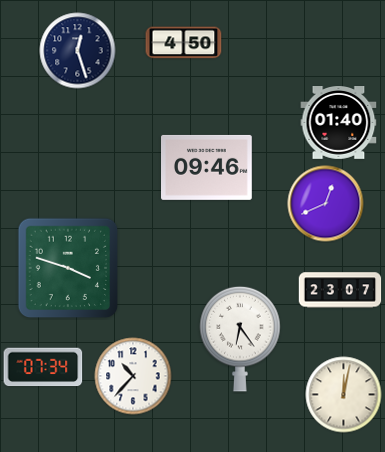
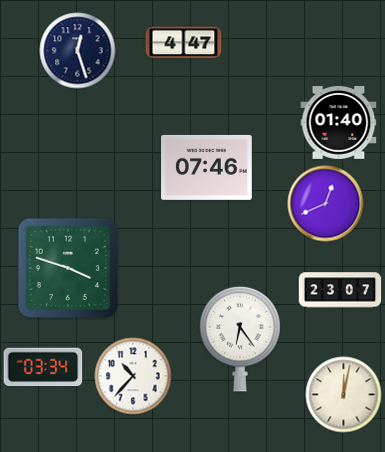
clock at (184, 43): 4:50 -> 4:47
clock at (207, 167): 09:46 -> 07:46
clock at (43, 367): 07:34 -> 03:34
